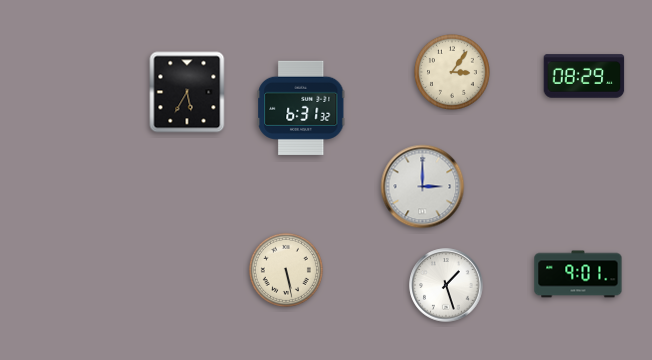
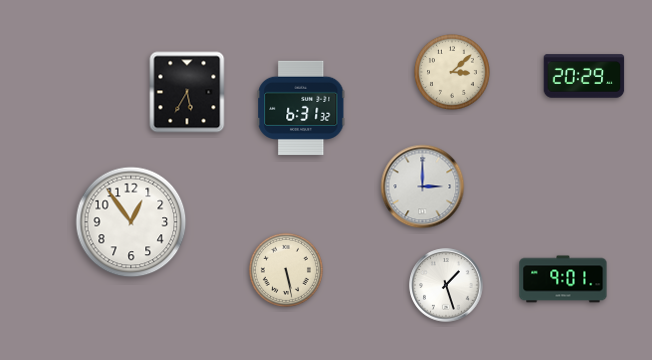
clock at (453, 73): 3:06 -> 3:08
clock at (584, 76): 08:29 -> 20:29
clock at (131, 222): none -> 12:54
clock at (578, 274) position: (578, 274) -> (563, 279)
